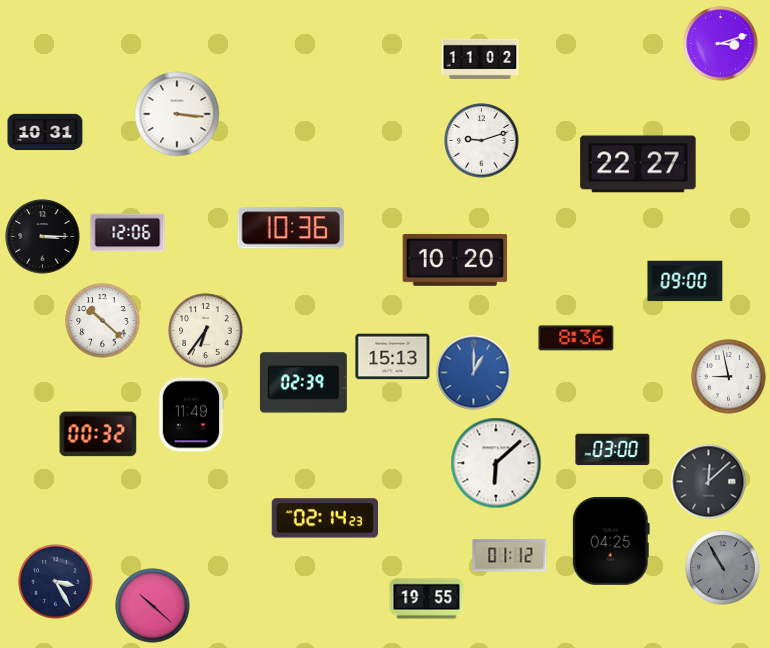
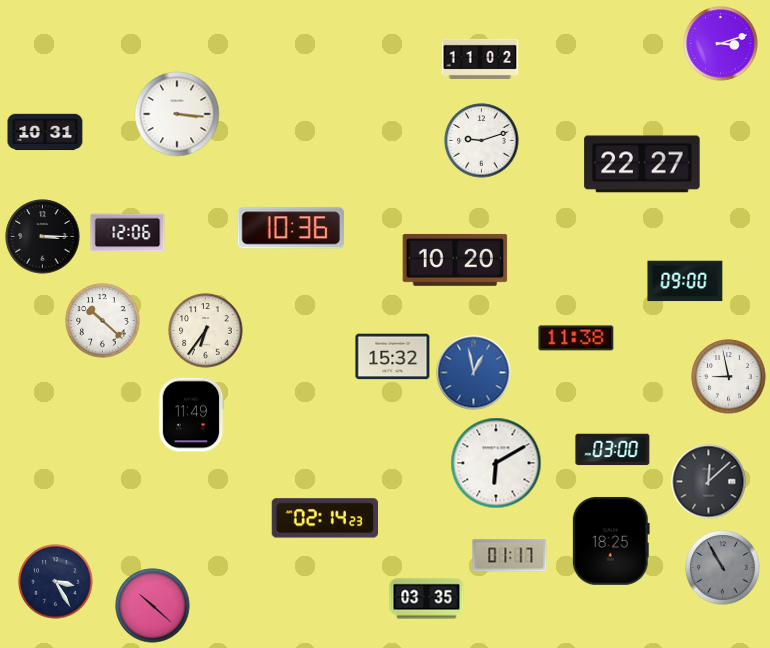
clock at (638, 164) position: (638, 164) -> (642, 164)
clock at (576, 338): 8:36 -> 11:38
clock at (393, 357): 15:13 -> 15:32
clock at (474, 373): 1:00 -> 12:58
clock at (303, 383): 02:39 -> none
clock at (98, 434): 00:32 -> none
clock at (496, 463): 6:08 -> 6:10
clock at (611, 541): 04:25 -> 18:25
clock at (510, 556): 01:12 -> 01:17
clock at (427, 599): 19:55 -> 03:35
